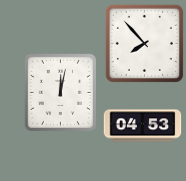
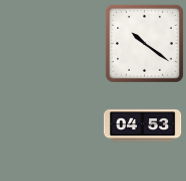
clock at (144, 43): 7:53 -> 10:21
clock at (60, 92): 12:02 -> none
